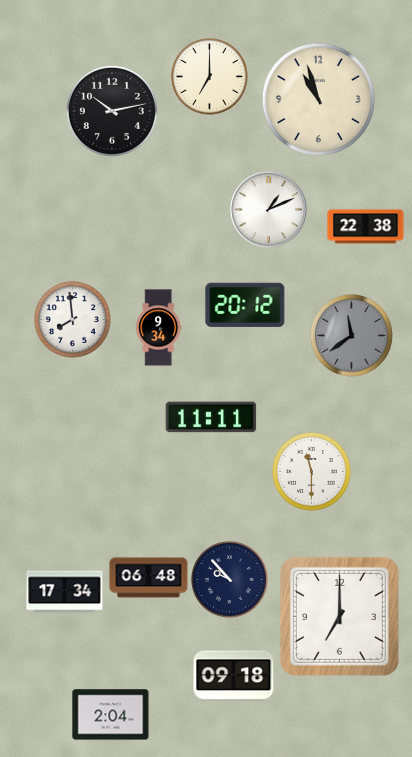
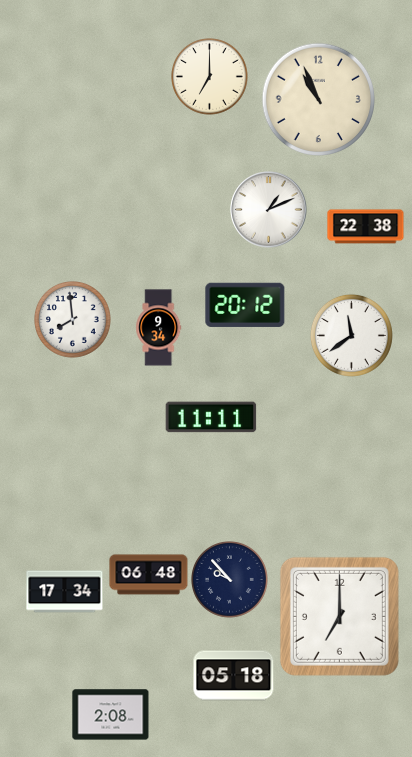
clock at (318, 99): 10:57 -> 10:56
clock at (112, 111): 10:13 -> none
clock at (351, 335) dial: grey -> white
clock at (311, 471): 11:30 -> none
clock at (149, 578) position: (149, 578) -> (149, 575)
clock at (234, 676): 09:18 -> 05:18
clock at (111, 715): 2:04 -> 2:08
